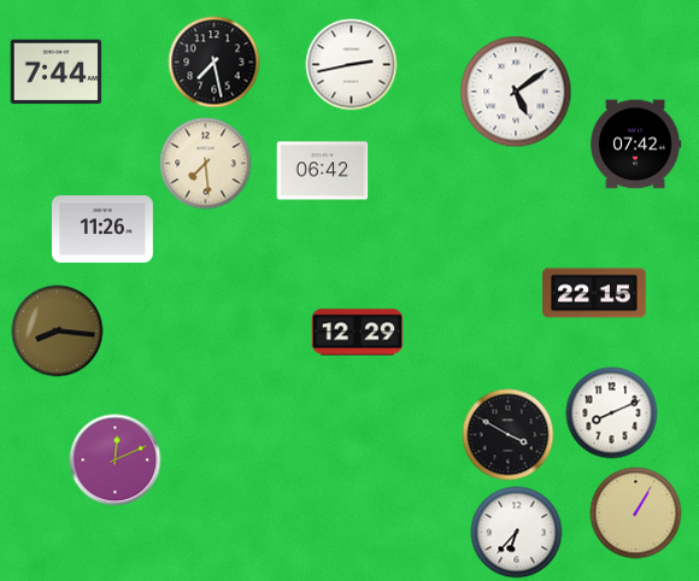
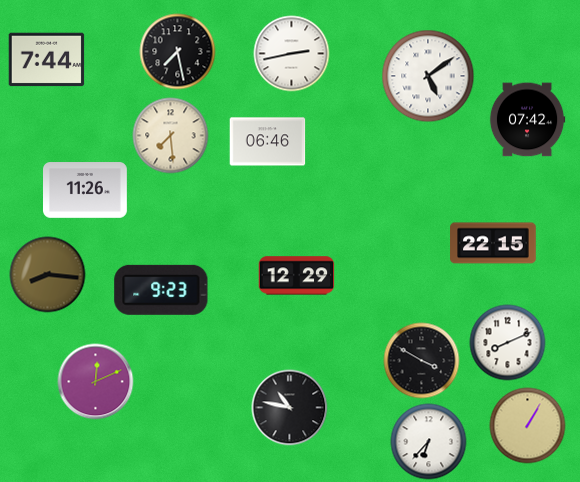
clock at (323, 171): 06:42 -> 06:46
clock at (161, 290): none -> 9:23
clock at (290, 408): none -> 10:47
